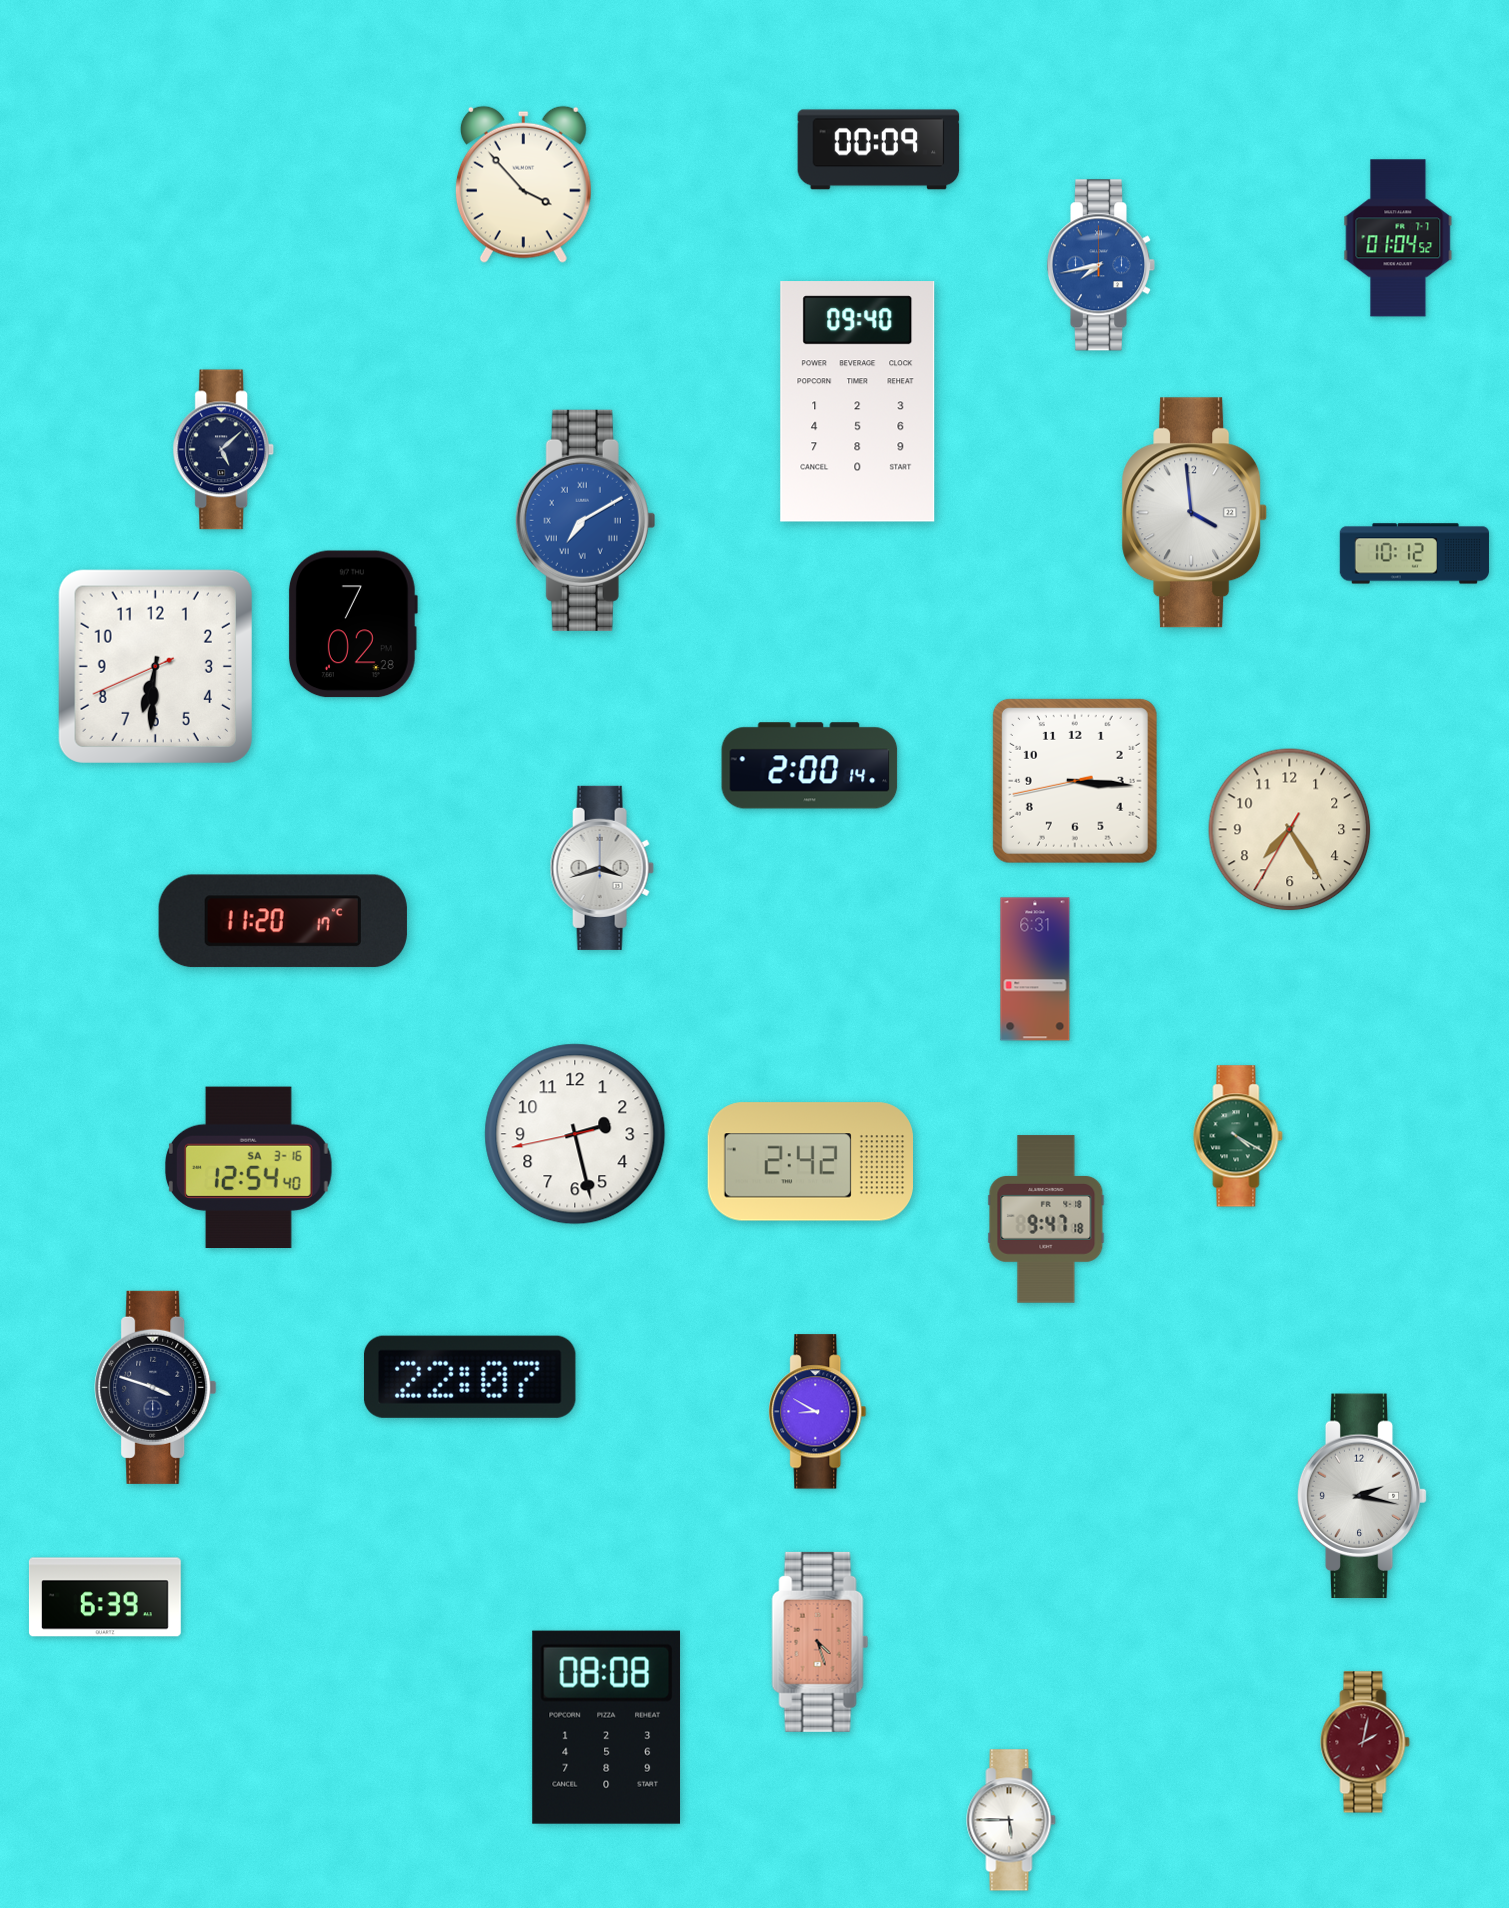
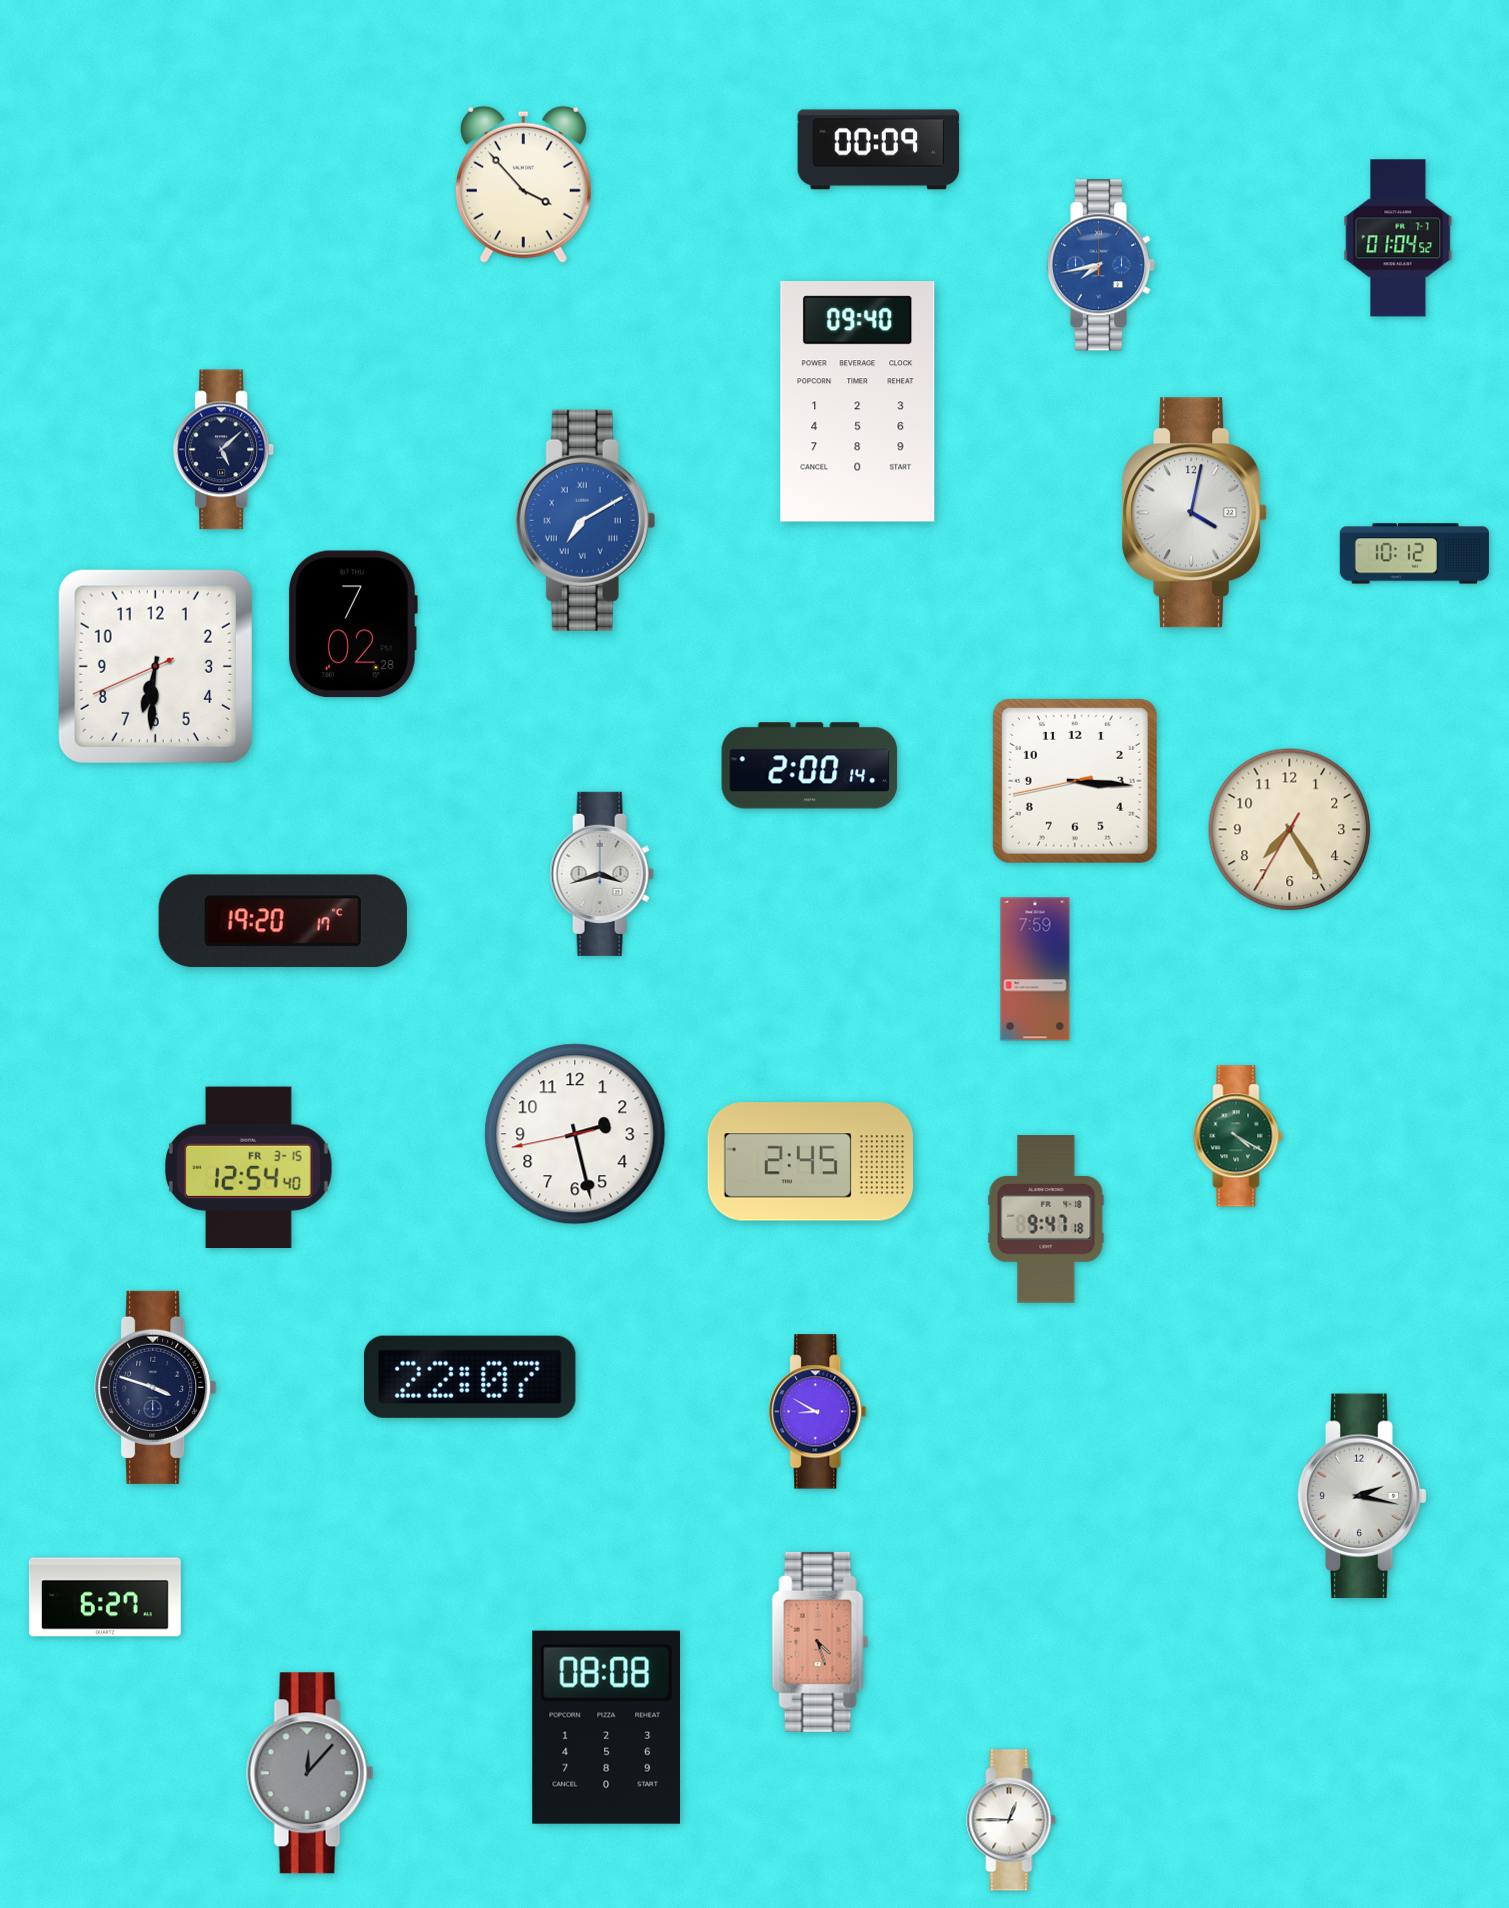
clock at (1195, 513): 3:59 -> 4:02
clock at (602, 868) position: (602, 868) -> (602, 874)
clock at (283, 921): 11:20 -> 19:20
clock at (1035, 969): 6:31 -> 7:59
clock at (810, 1162): 2:42 -> 2:45
clock at (248, 1167) date: SA 3-16 -> FR 3-15
clock at (105, 1597): 6:39 -> 6:27
clock at (1365, 1742): 2:02 -> none
clock at (310, 1773): none -> 12:07
clock at (1011, 1820): 5:45 -> 12:45
